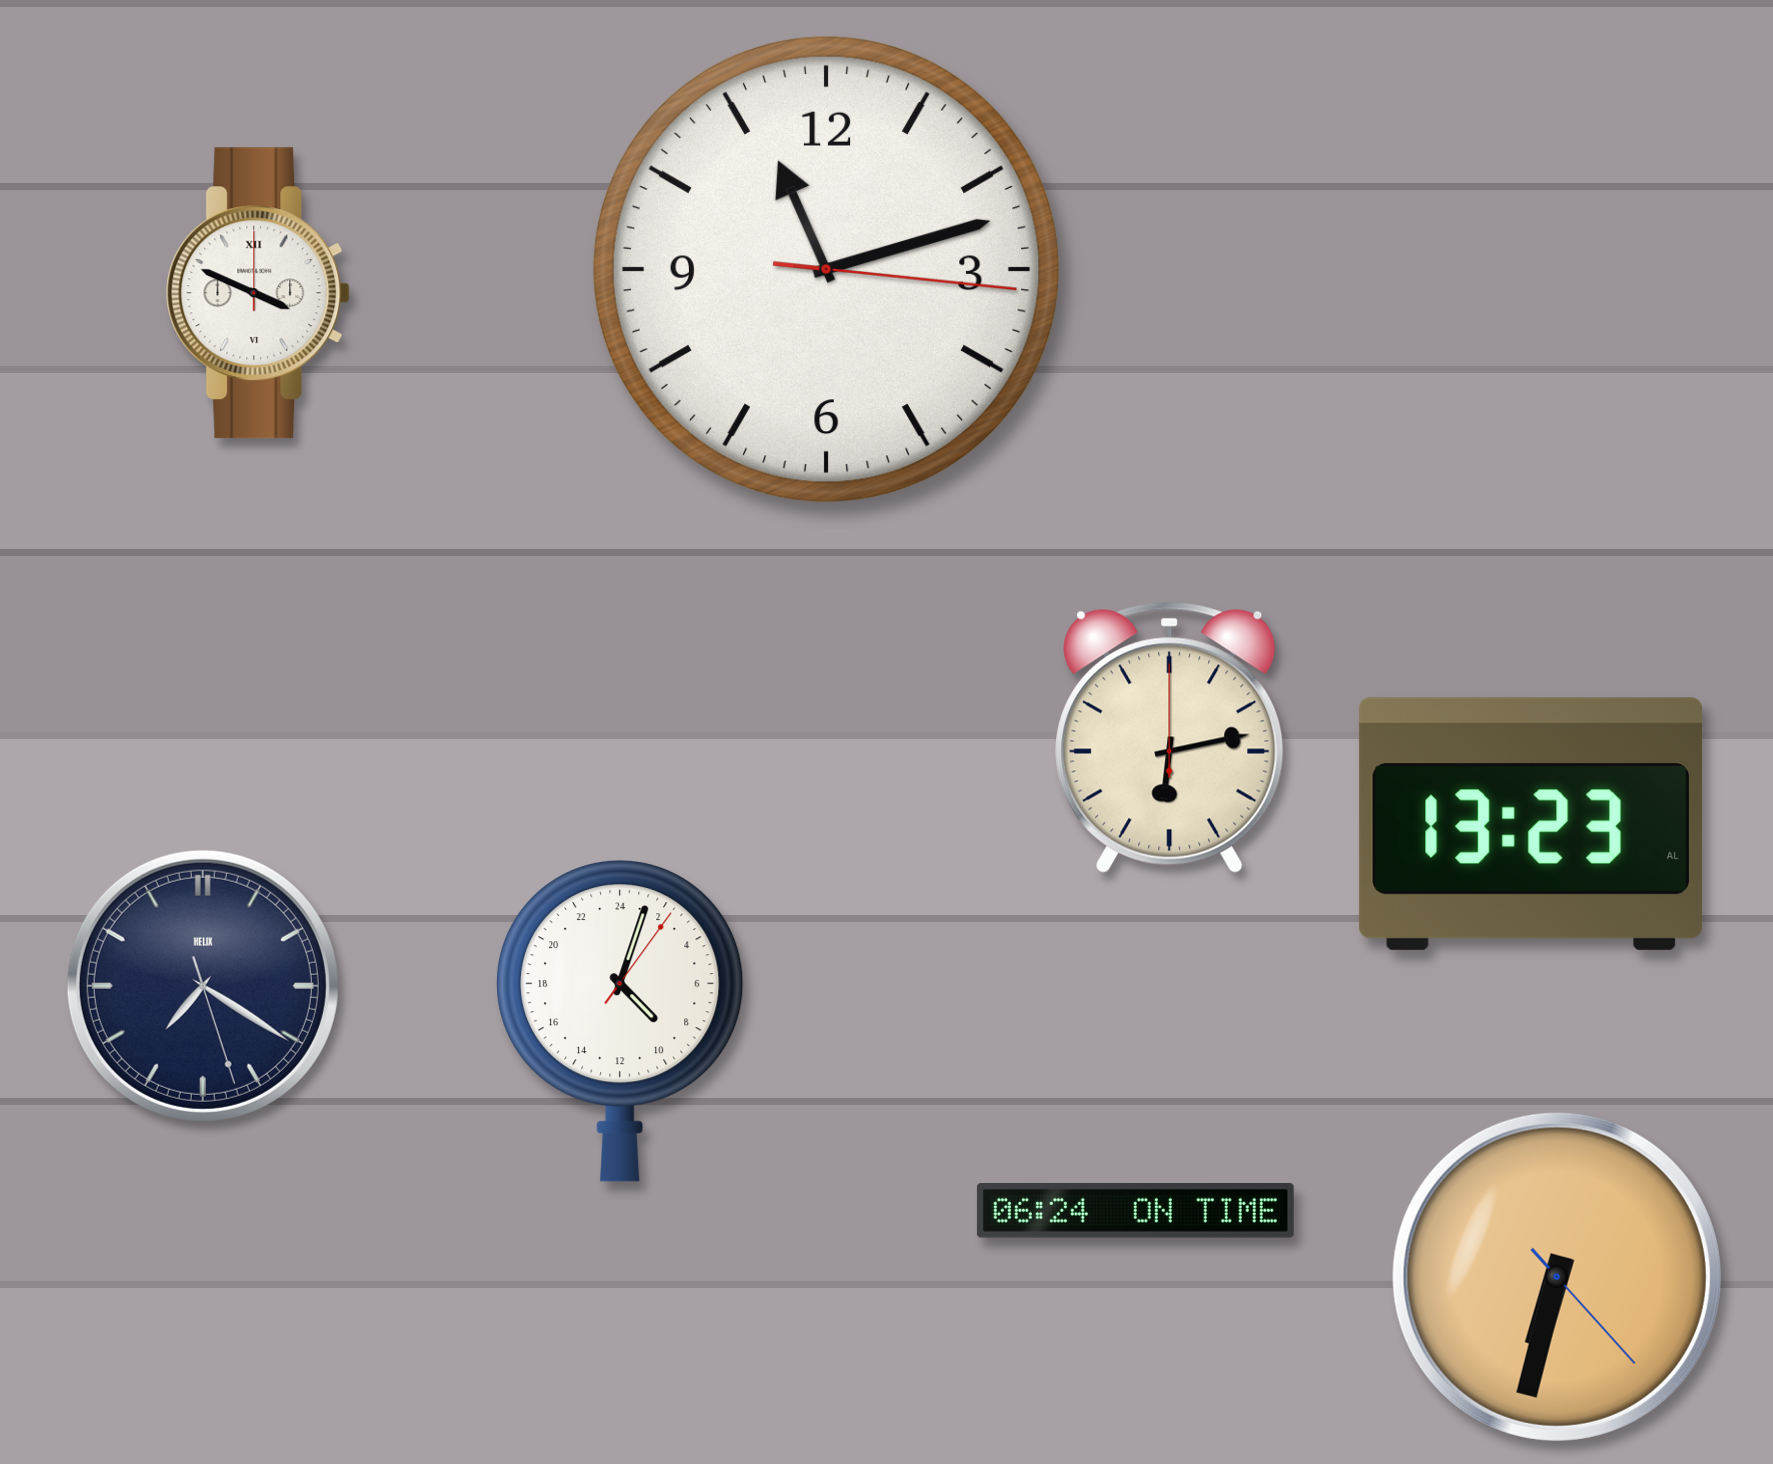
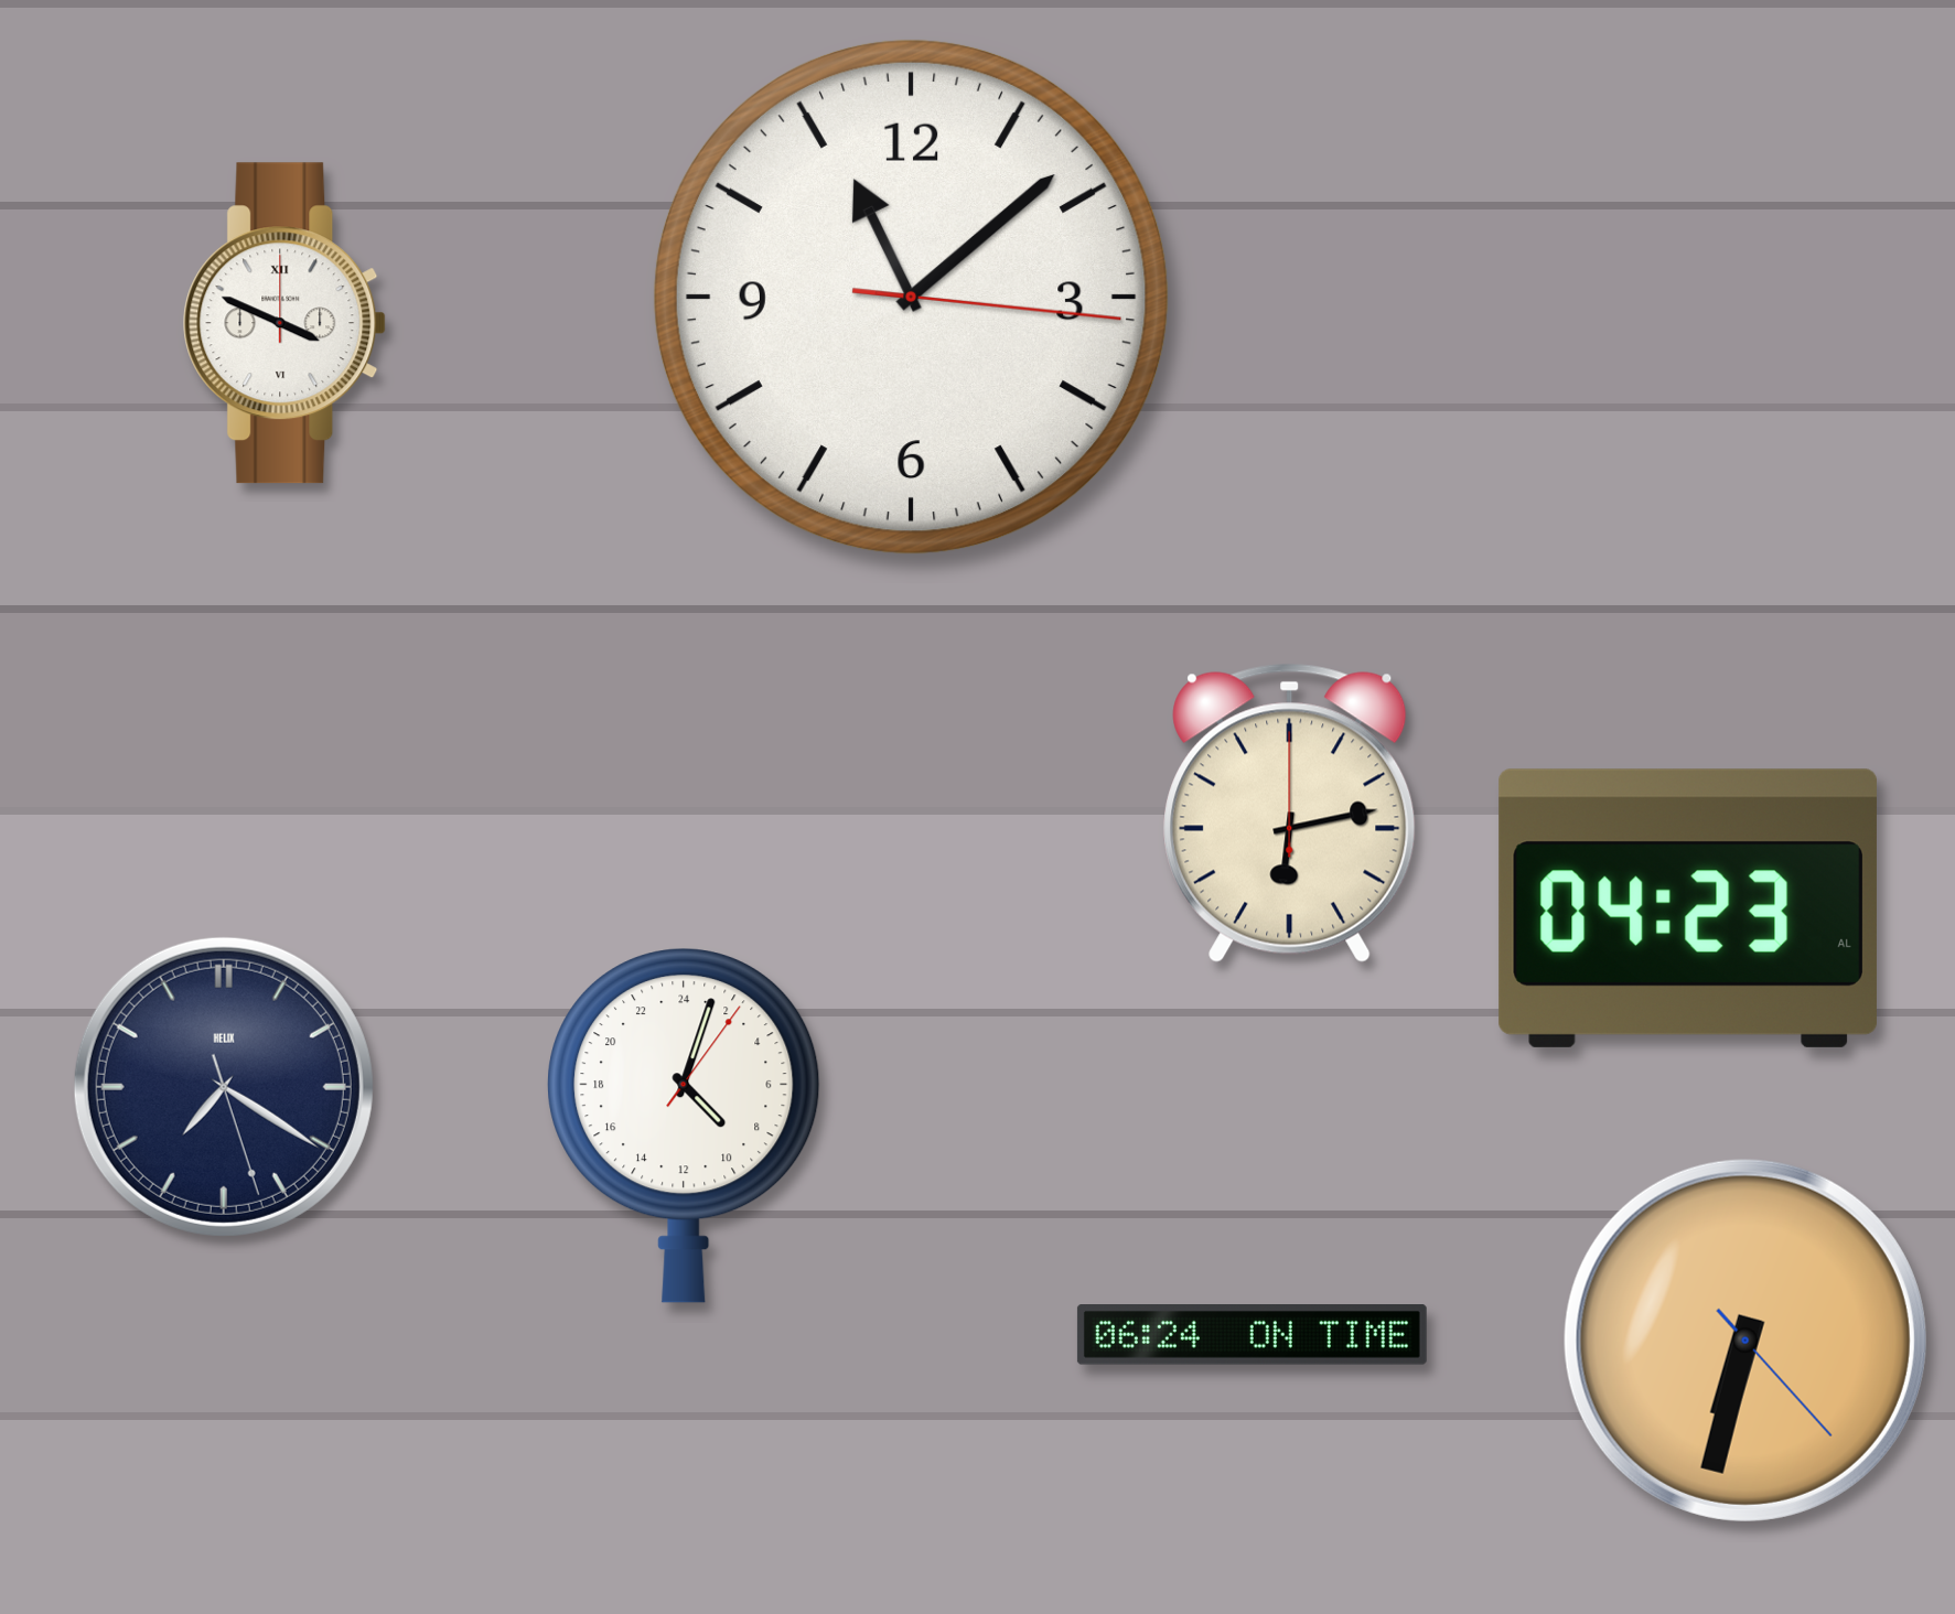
clock at (826, 269): 11:12 -> 11:08
clock at (1531, 824): 13:23 -> 04:23
clock at (1557, 1277) position: (1557, 1277) -> (1745, 1341)
